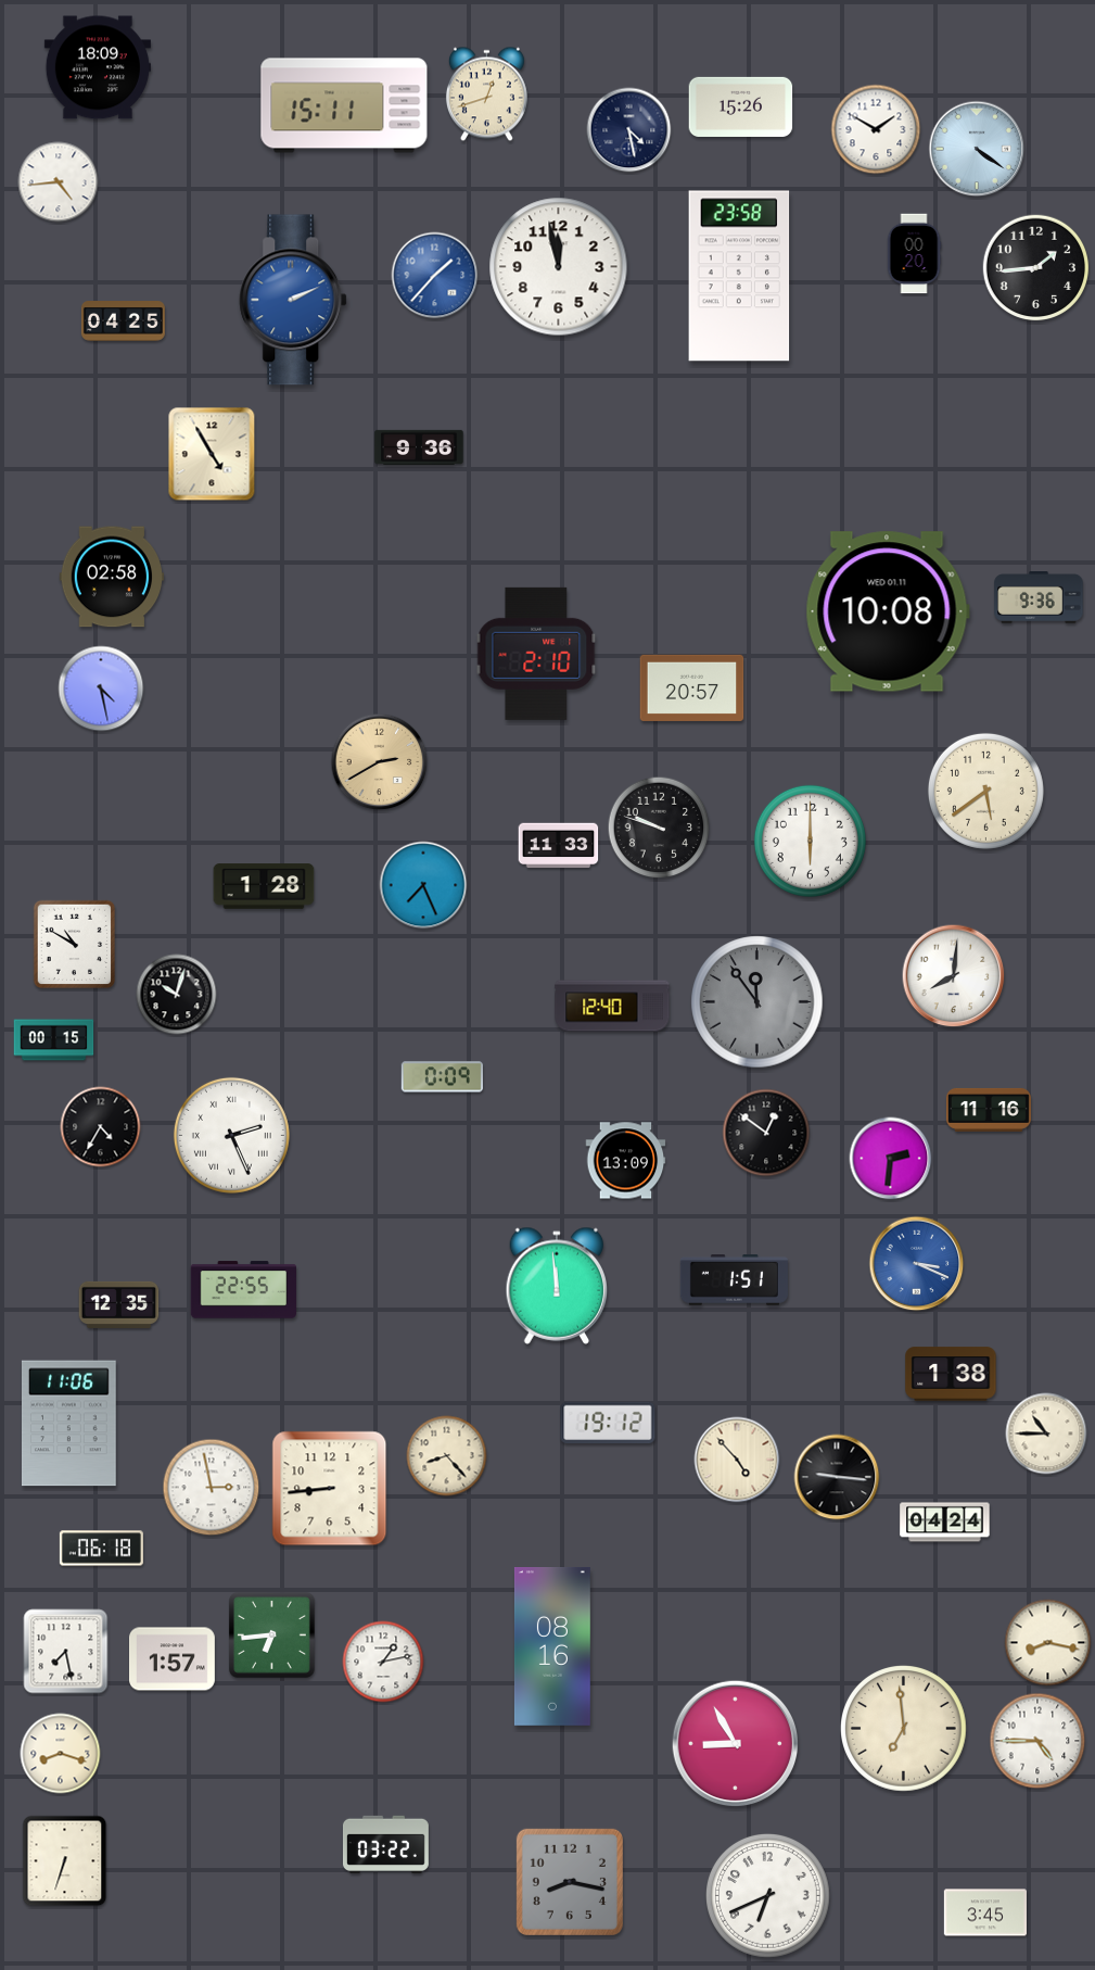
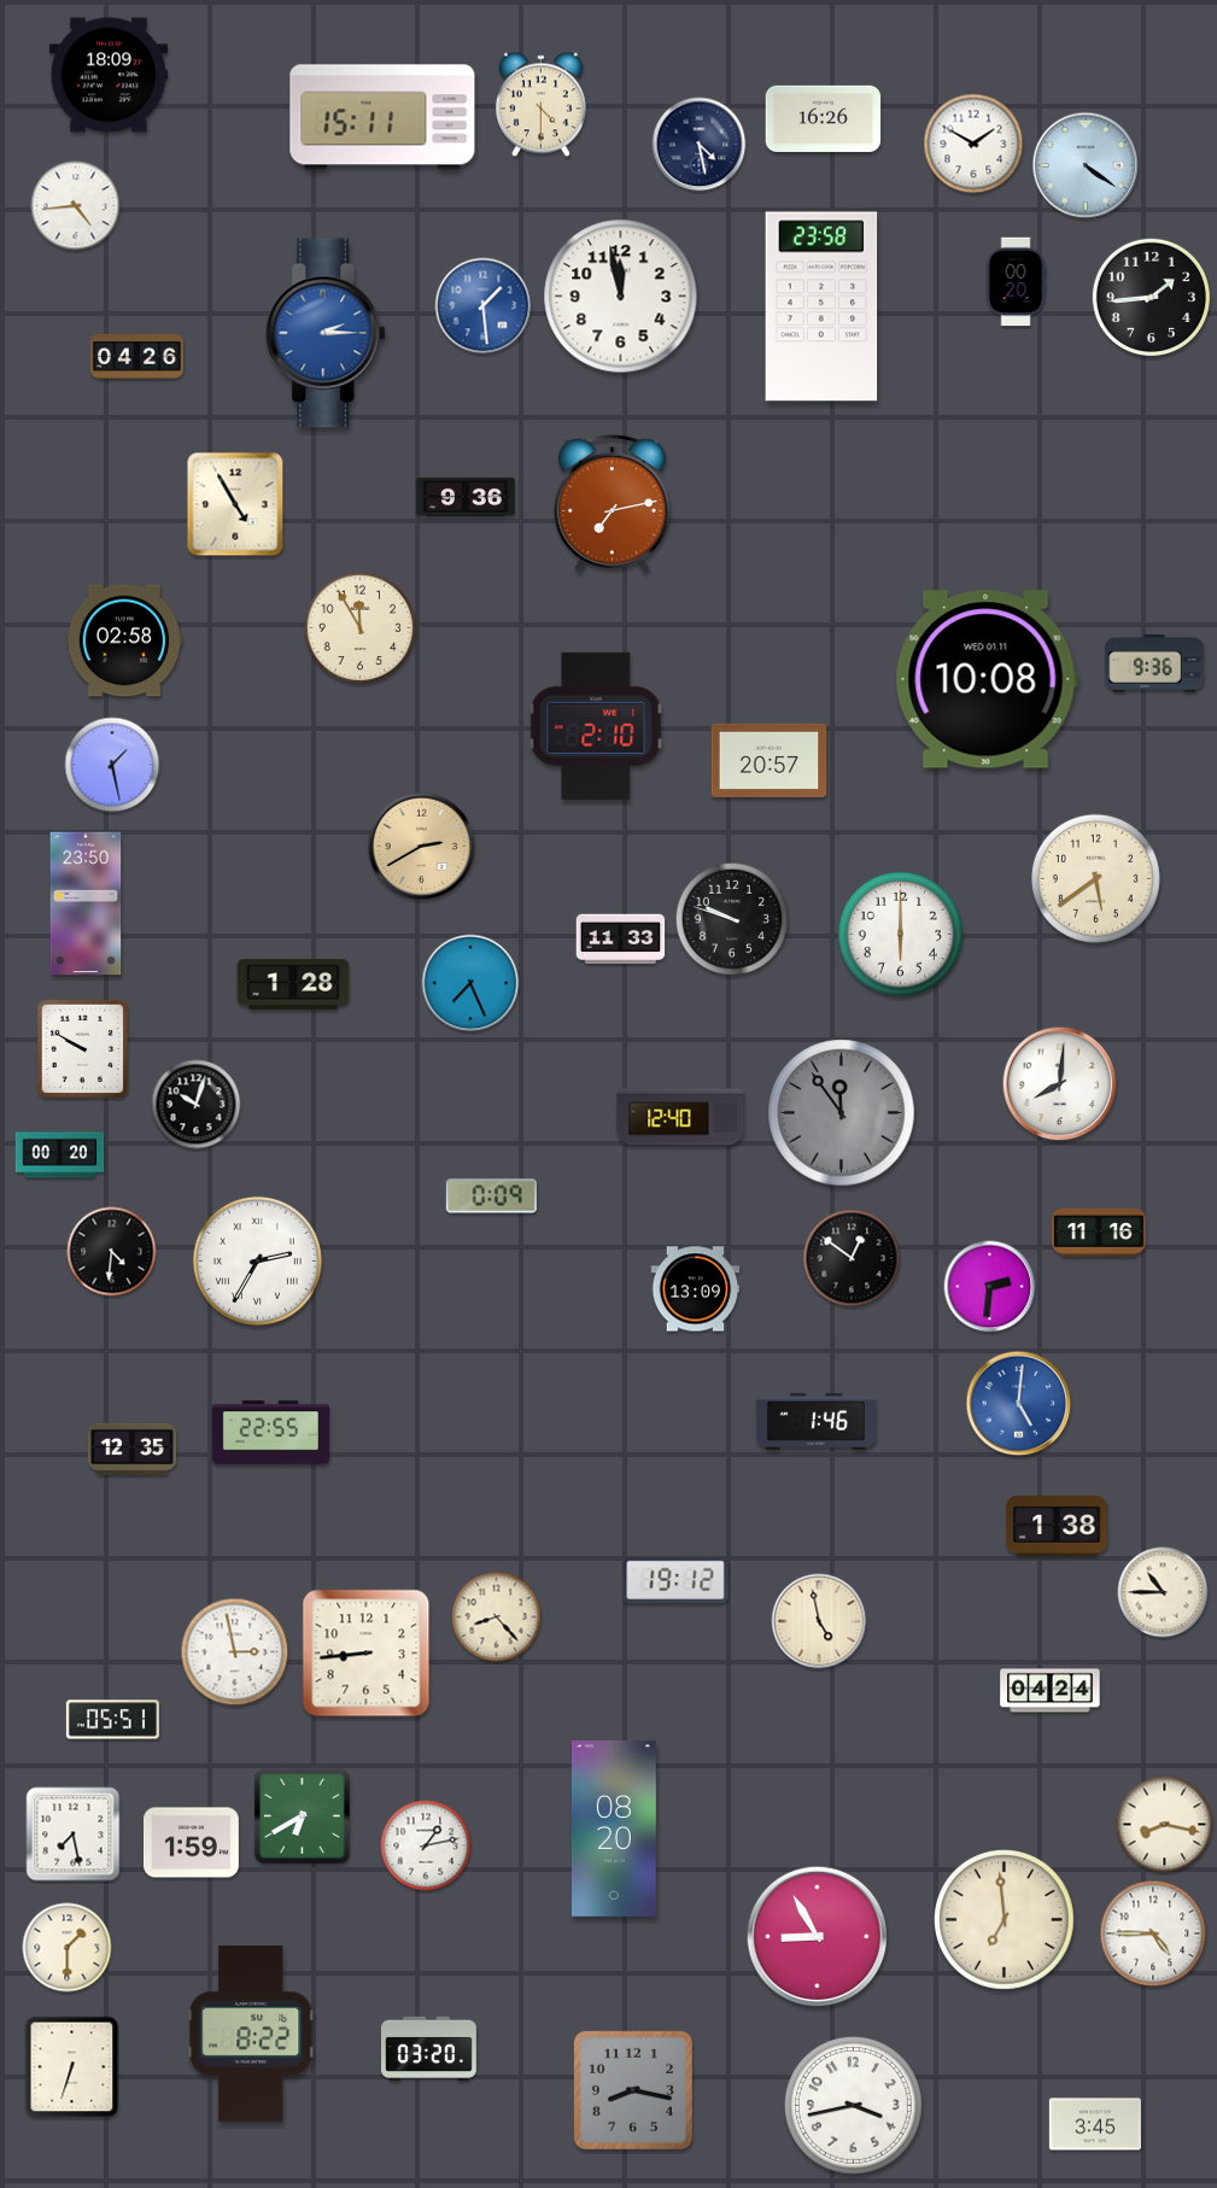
clock at (486, 94): 12:42 -> 4:30
clock at (741, 106): 15:26 -> 16:26
clock at (59, 182) position: (59, 182) -> (76, 206)
clock at (435, 276): 1:37 -> 1:29
clock at (294, 300): 2:11 -> 2:15
clock at (123, 321): 04:25 -> 04:26
clock at (612, 504): none -> 7:13
clock at (361, 628): none -> 11:55
clock at (692, 687) position: (692, 687) -> (770, 760)
clock at (101, 689): 4:28 -> 1:28
clock at (86, 903): none -> 23:50
clock at (75, 945): 10:50 -> 9:50
clock at (54, 1040): 00:15 -> 00:20
clock at (101, 1127): 4:35 -> 4:31
clock at (231, 1135): 2:26 -> 2:35
clock at (917, 1264): 3:19 -> 5:01
clock at (734, 1280): 1:51 -> 1:46
clock at (557, 1286): 11:59 -> none
clock at (69, 1424): 11:06 -> none
clock at (737, 1460): 4:53 -> 4:58
clock at (837, 1477): 9:16 -> none
clock at (101, 1549): 06:18 -> 05:51
clock at (271, 1634): 6:44 -> 6:40
clock at (552, 1647): 08:16 -> 08:20
clock at (173, 1659): 1:57 -> 1:59
clock at (61, 1754): 8:18 -> 1:30
clock at (251, 2034): none -> 8:22
clock at (385, 1844): 03:22 -> 03:20
clock at (768, 1896): 6:41 -> 3:43
